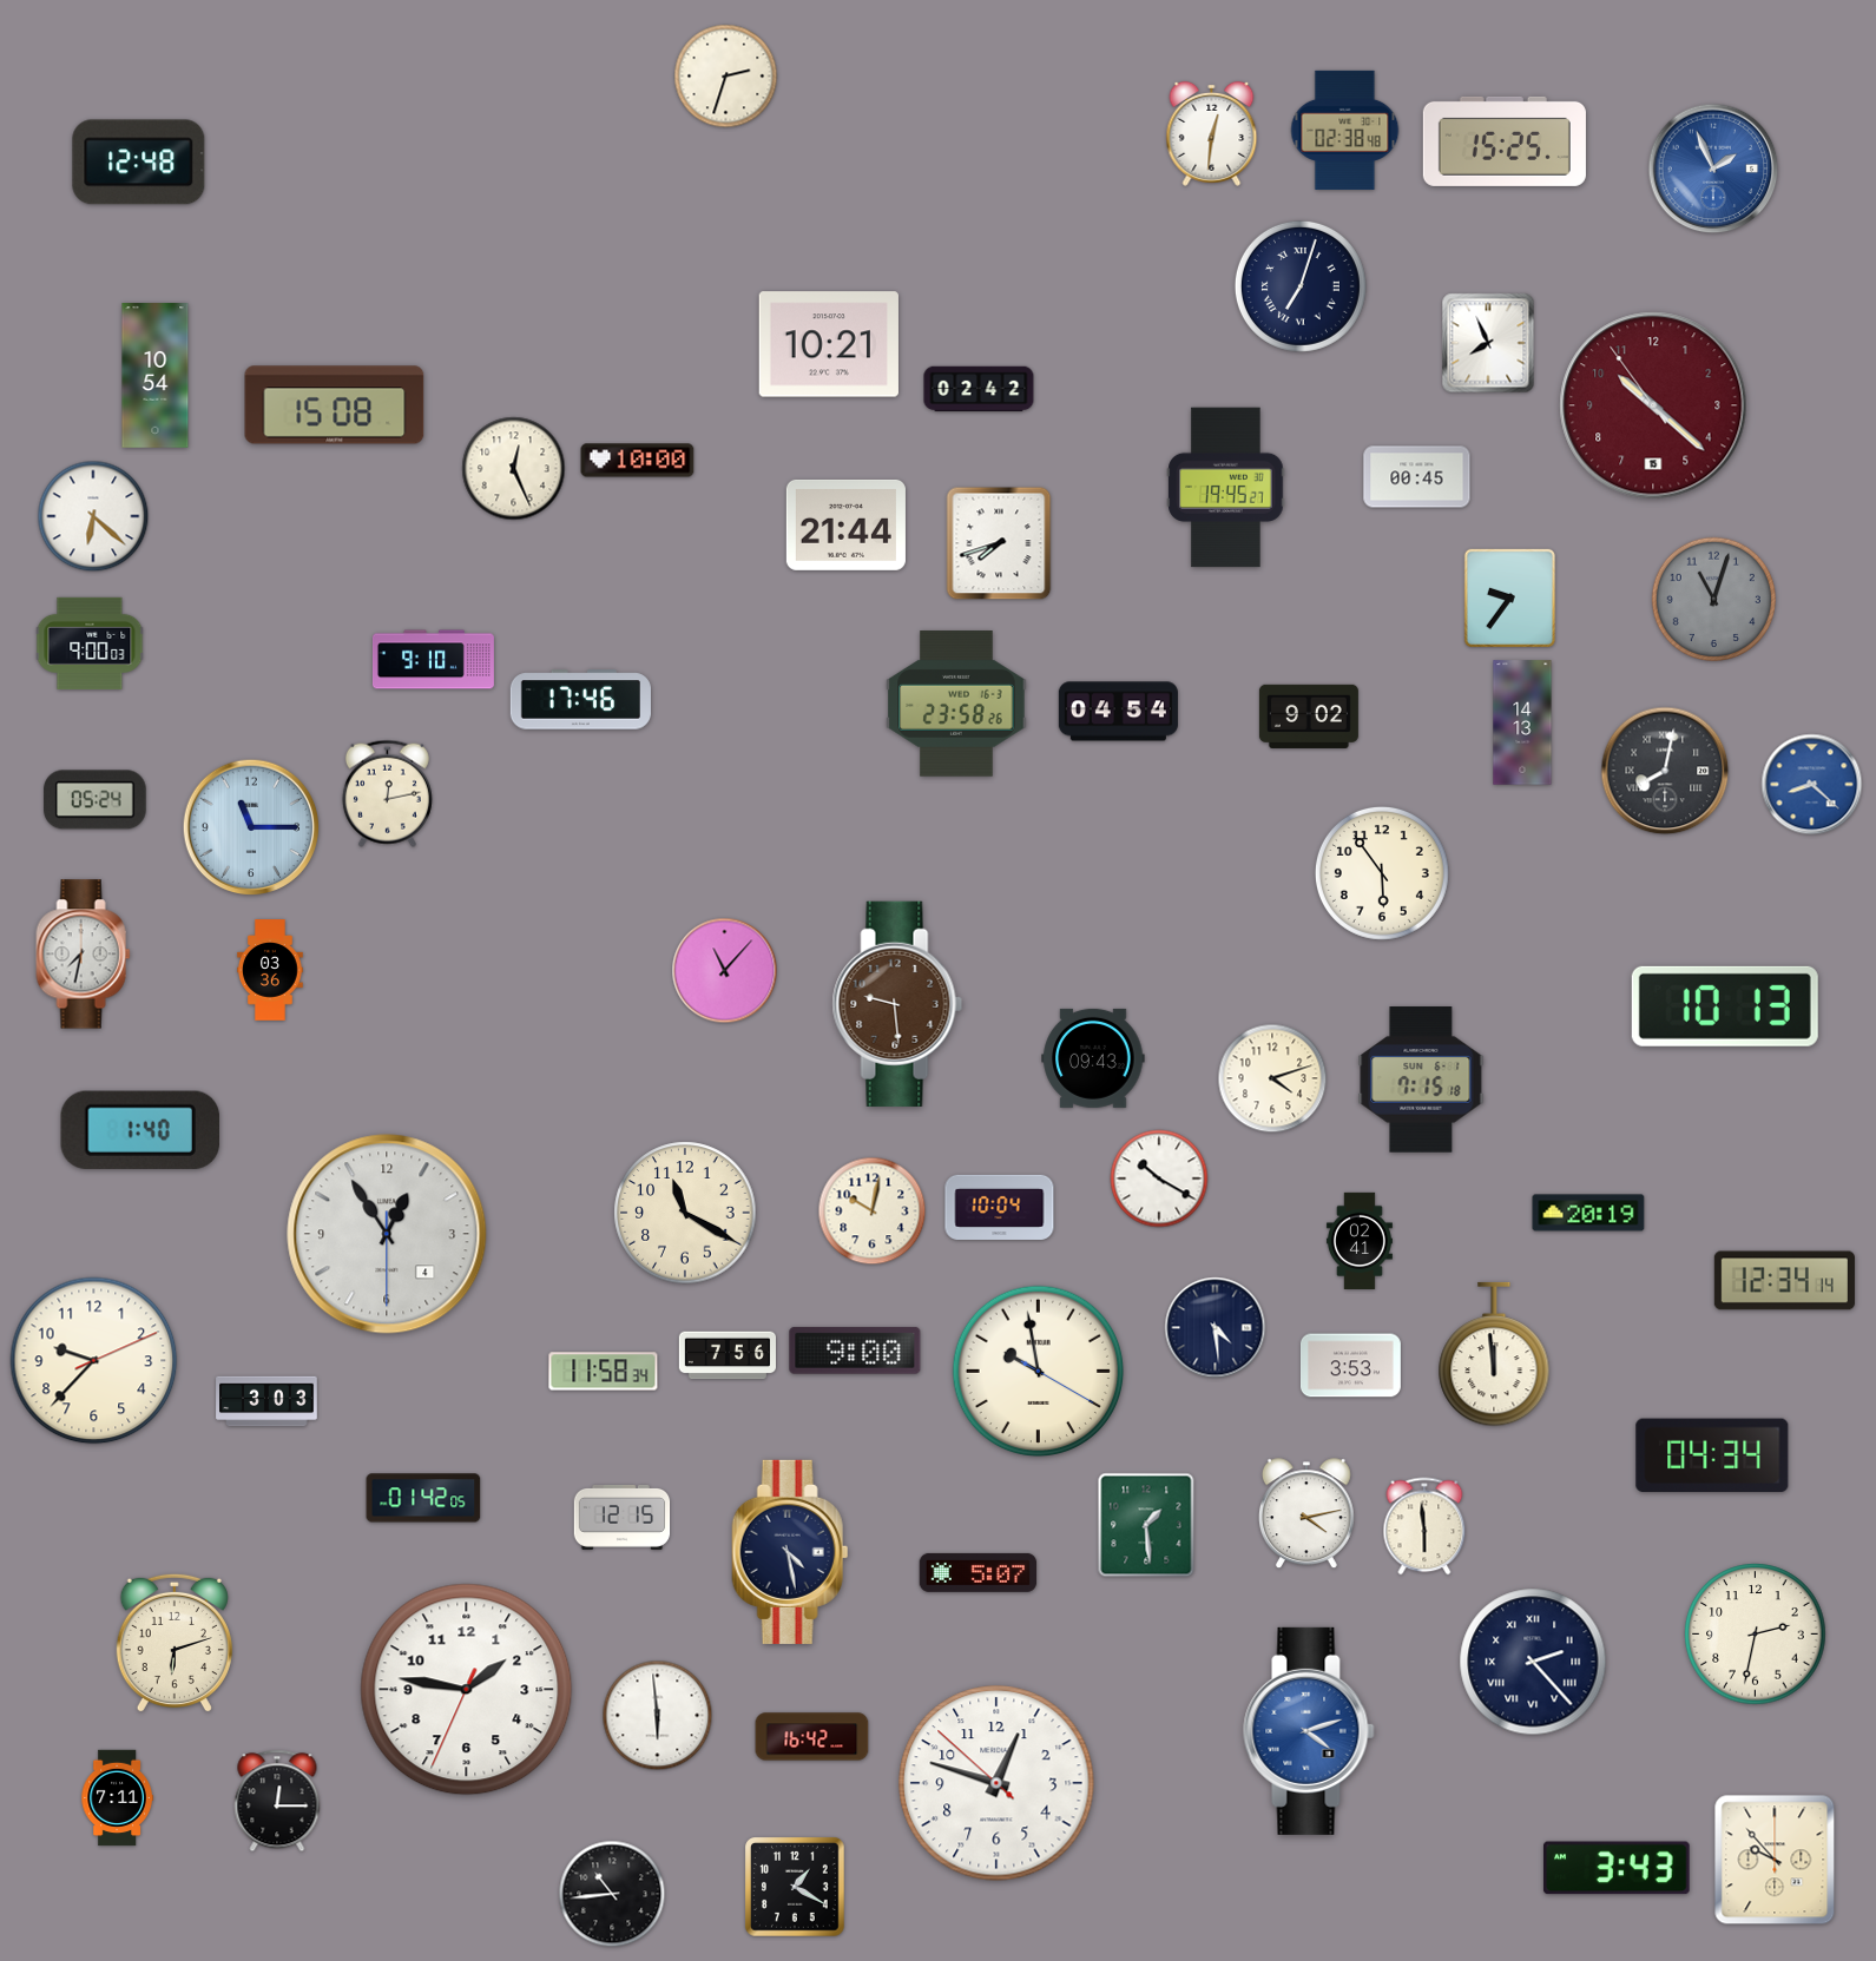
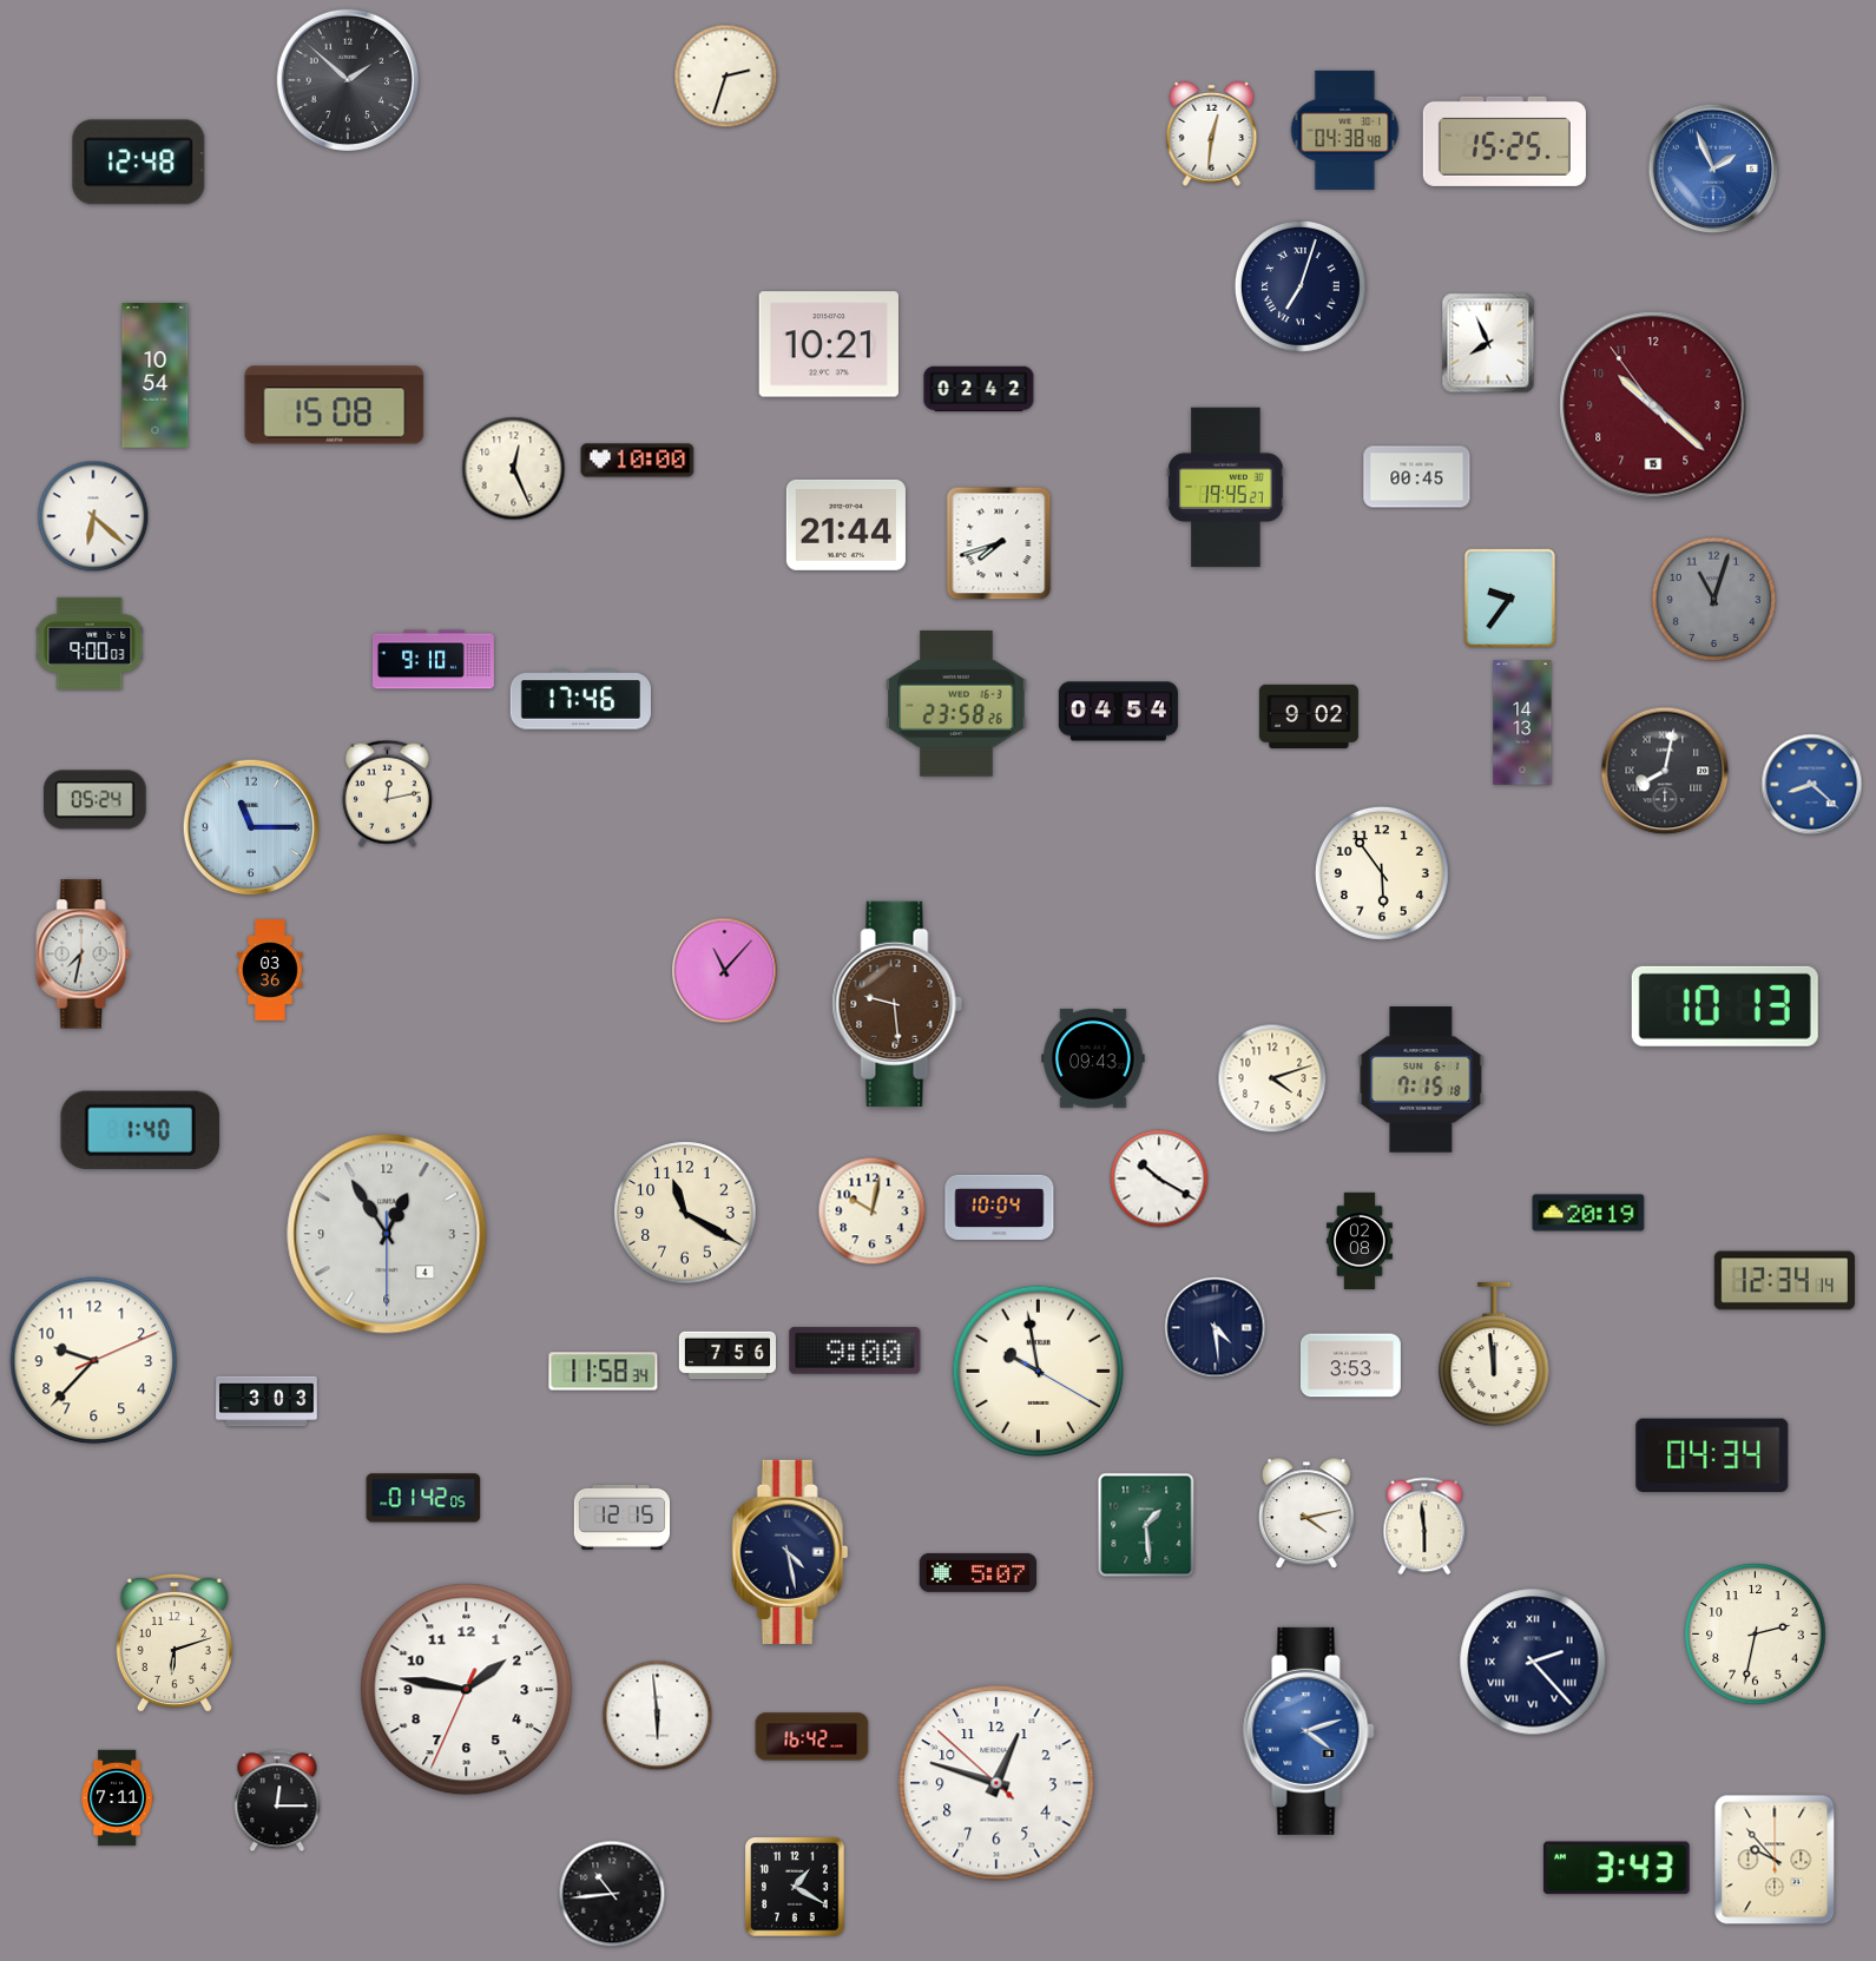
clock at (348, 80): none -> 1:52
clock at (1345, 130): 02:38 -> 04:38
clock at (1360, 1240): 02:41 -> 02:08
